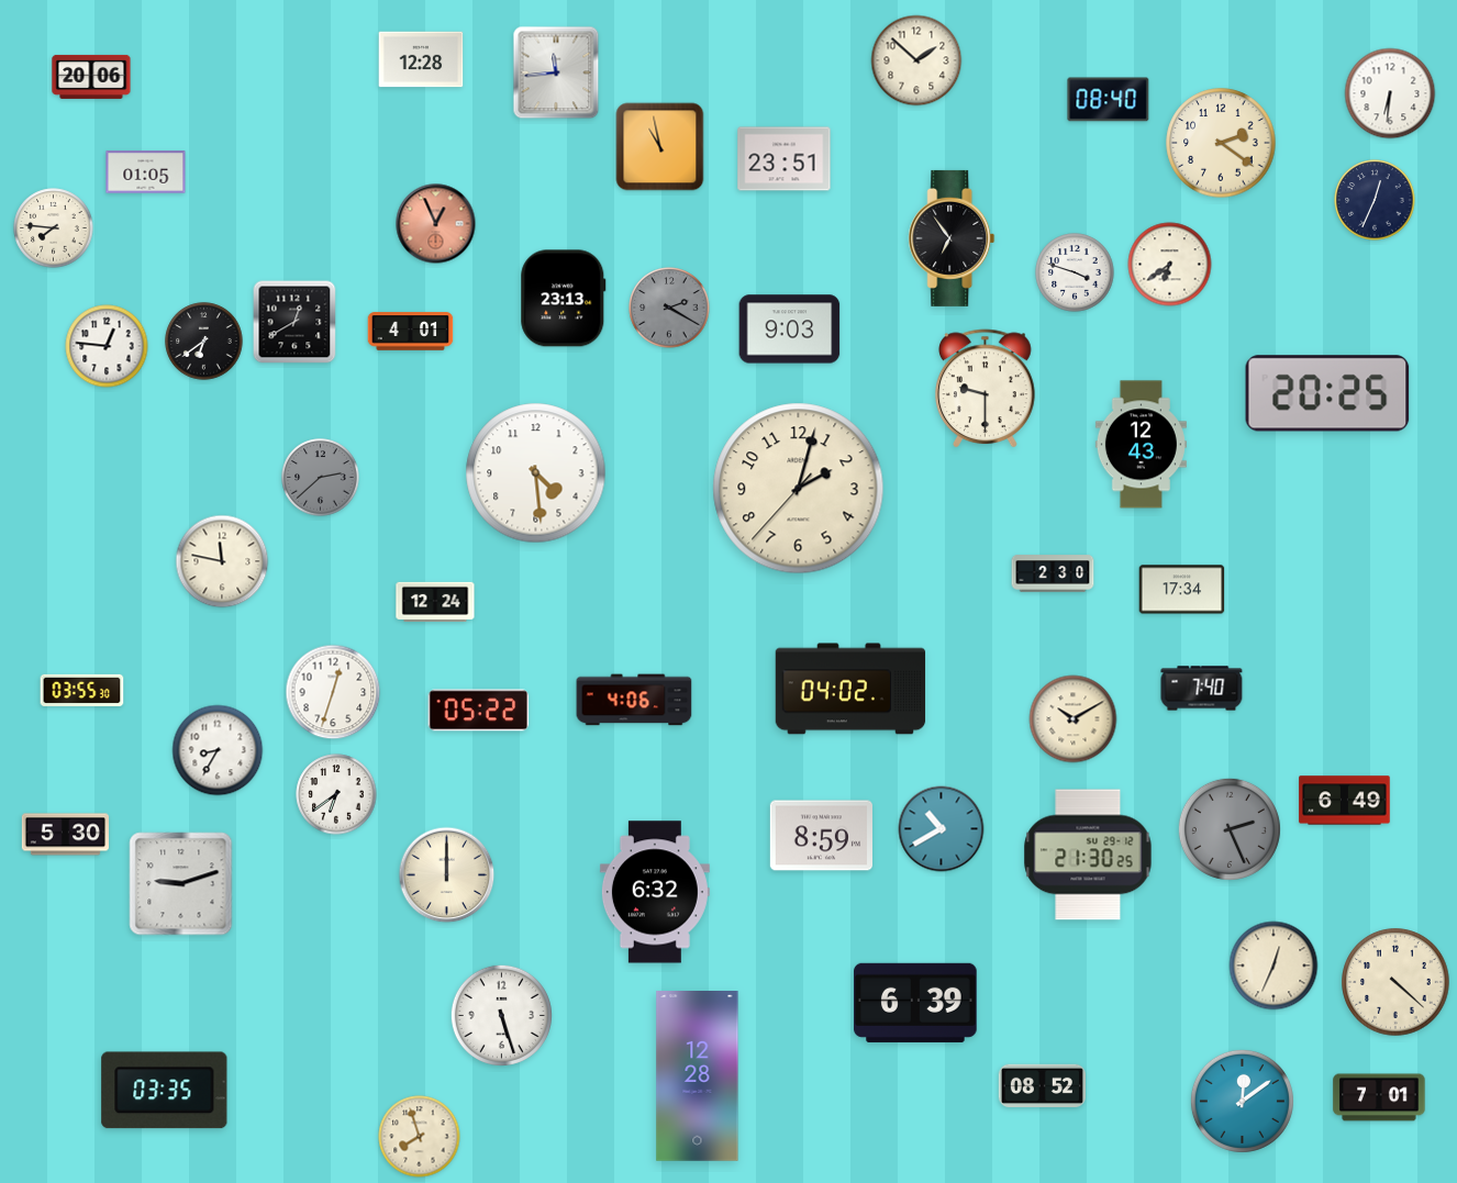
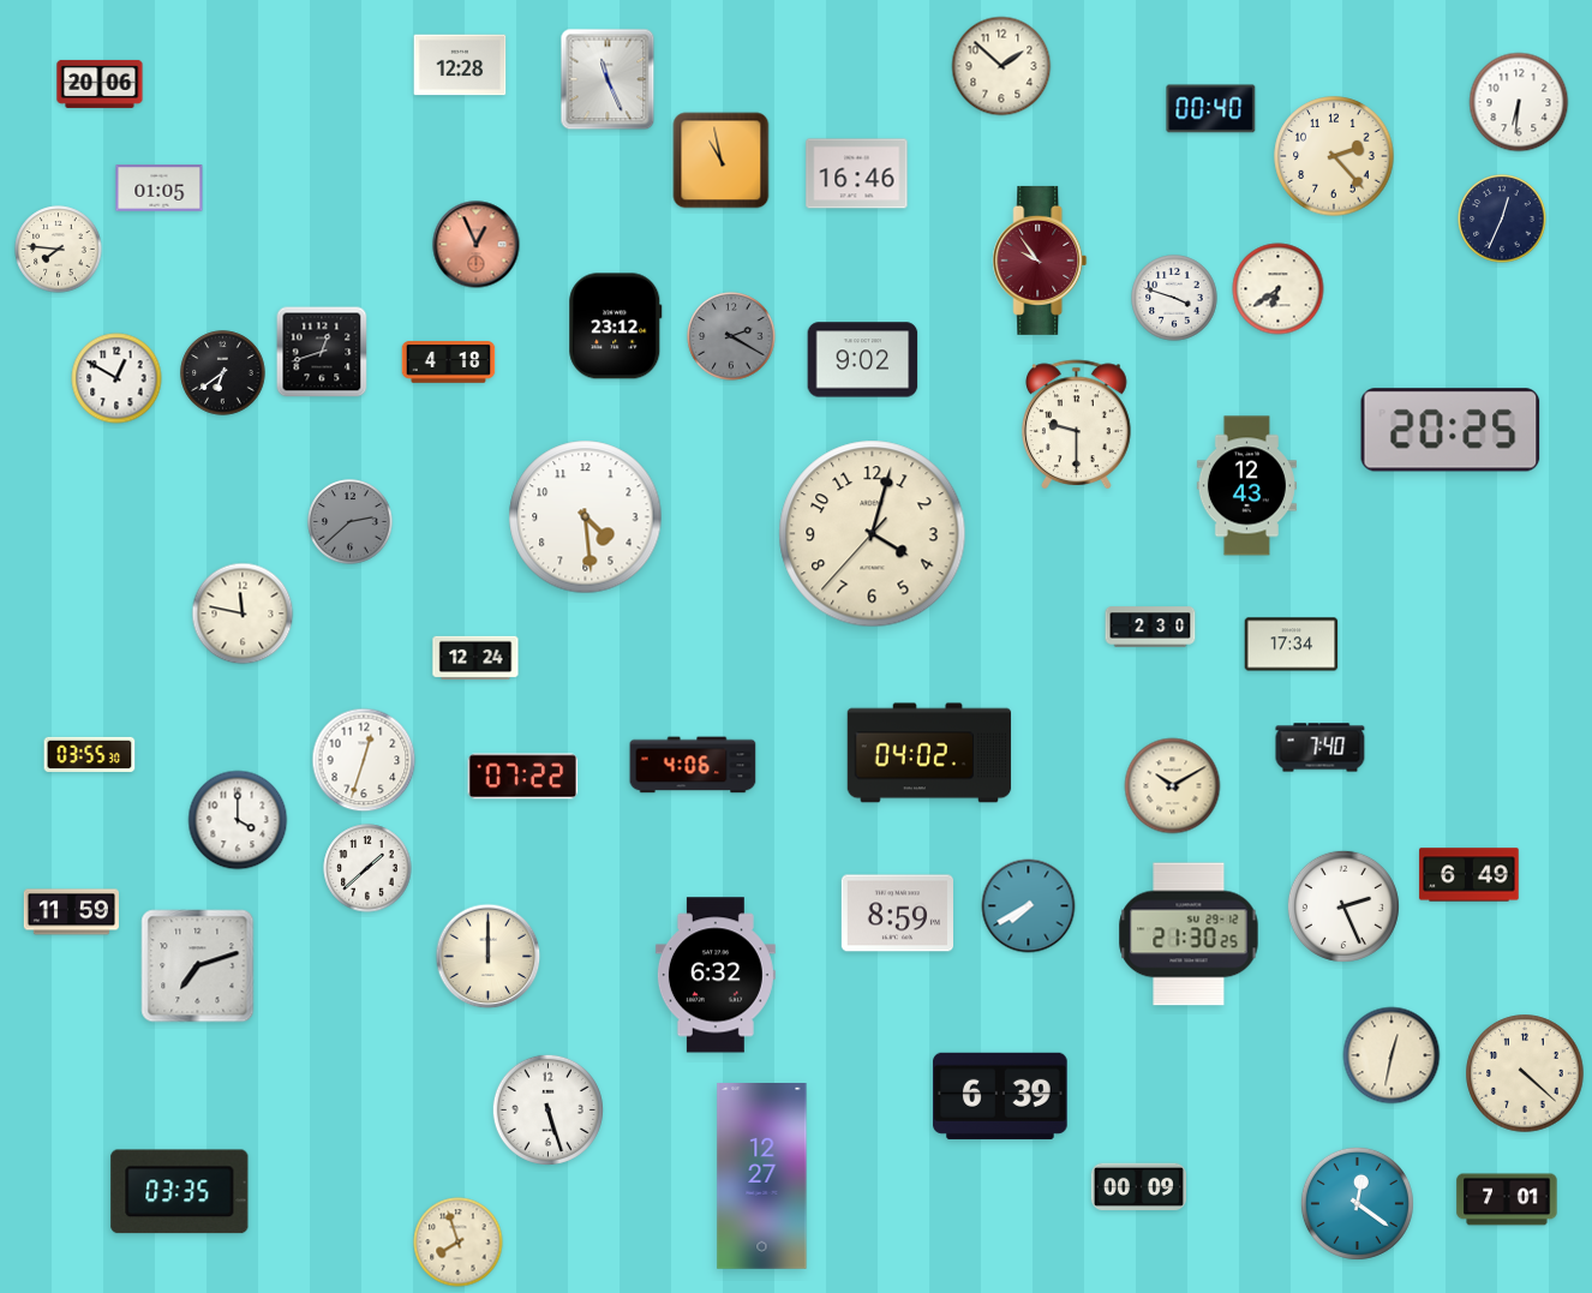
clock at (556, 72): 11:44 -> 11:26
clock at (1109, 100): 08:40 -> 00:40
clock at (1221, 143): 2:21 -> 2:23
clock at (785, 159): 23:51 -> 16:46
clock at (952, 238): 6:54 -> 9:54
clock at (952, 238) dial: black -> burgundy
clock at (564, 299): 23:13 -> 23:12
clock at (294, 322): 12:40 -> 12:42
clock at (790, 330): 9:03 -> 9:02
clock at (411, 332): 4:01 -> 4:18
clock at (107, 346): 12:46 -> 12:50
clock at (799, 489): 2:02 -> 4:02
clock at (1202, 689) position: (1202, 689) -> (1321, 748)
clock at (333, 692) position: (333, 692) -> (364, 760)
clock at (479, 711): 05:22 -> 07:22
clock at (218, 750): 8:35 -> 4:00
clock at (336, 794): 6:39 -> 1:38
clock at (942, 829): 10:40 -> 7:40
clock at (1230, 829) dial: grey -> white
clock at (65, 835): 5:30 -> 11:59
clock at (181, 884): 9:12 -> 7:12
clock at (1274, 966): 12:34 -> 12:32
clock at (698, 1076): 12:28 -> 12:27
clock at (1042, 1085): 08:52 -> 00:09
clock at (1242, 1101): 12:09 -> 12:21
